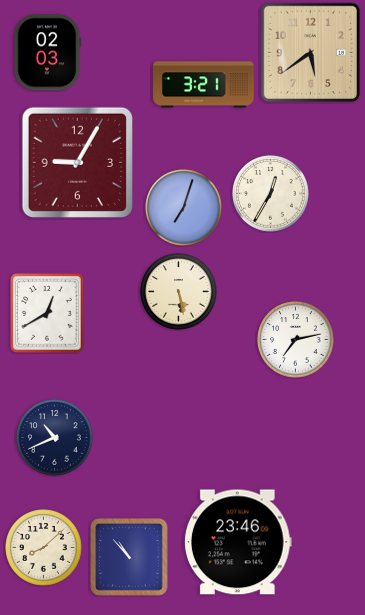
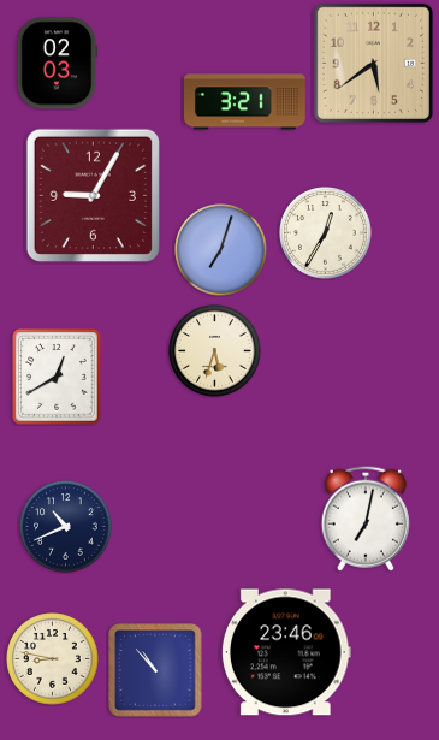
clock at (179, 292): 5:28 -> 5:33
clock at (296, 340): 7:13 -> none
clock at (366, 519): none -> 7:02
clock at (44, 548): 8:08 -> 8:47
